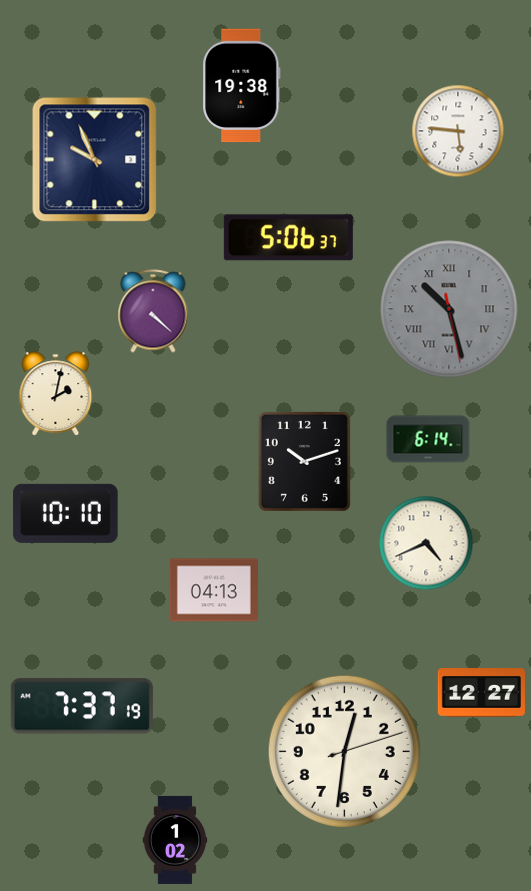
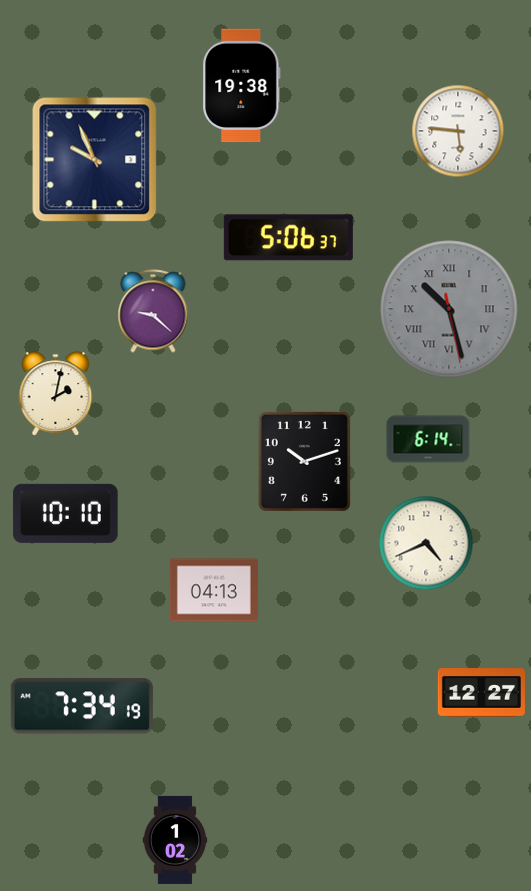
clock at (153, 311): 4:22 -> 9:22
clock at (82, 706): 7:37 -> 7:34
clock at (344, 751): 12:31 -> none
